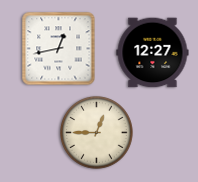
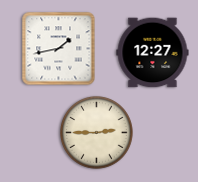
clock at (59, 49): 12:43 -> 1:43
clock at (97, 133): 12:45 -> 2:45
